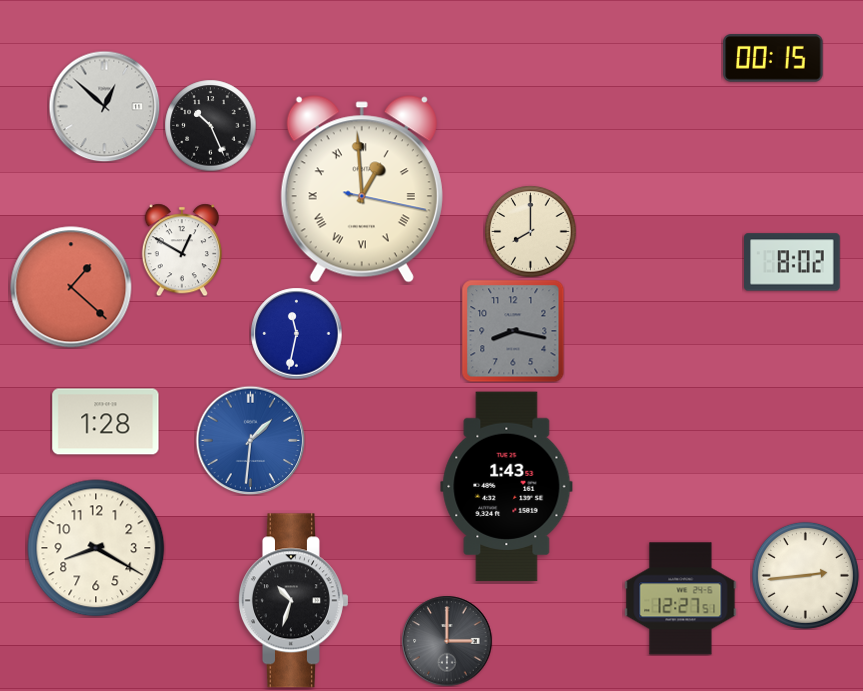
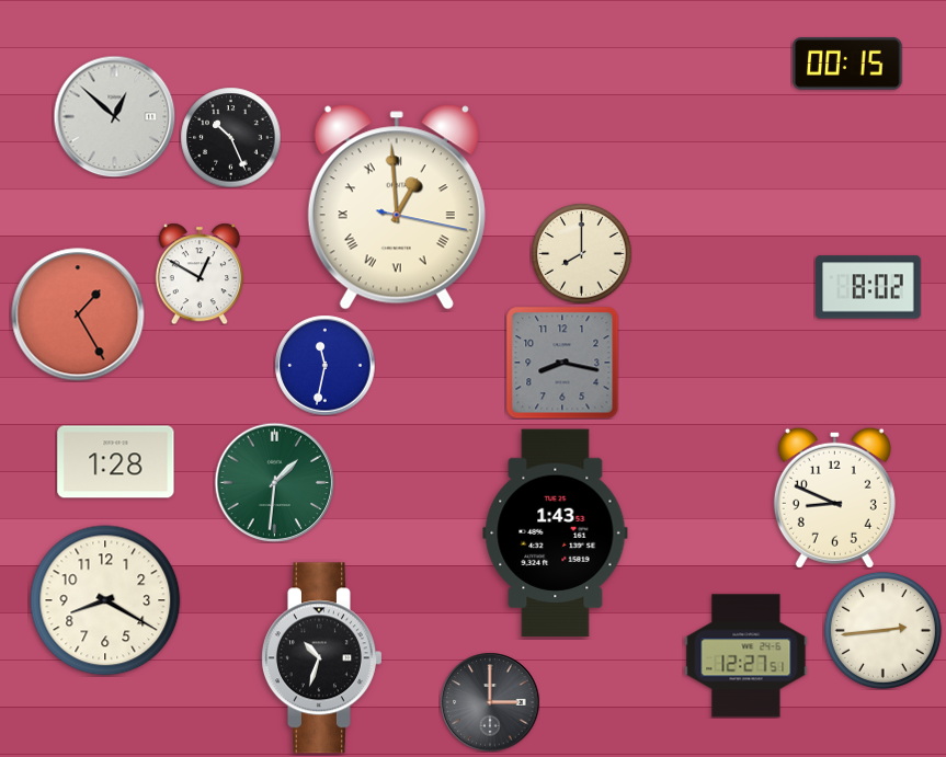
clock at (71, 287): 1:22 -> 1:25
clock at (250, 440) dial: blue -> green
clock at (834, 497): none -> 8:49
